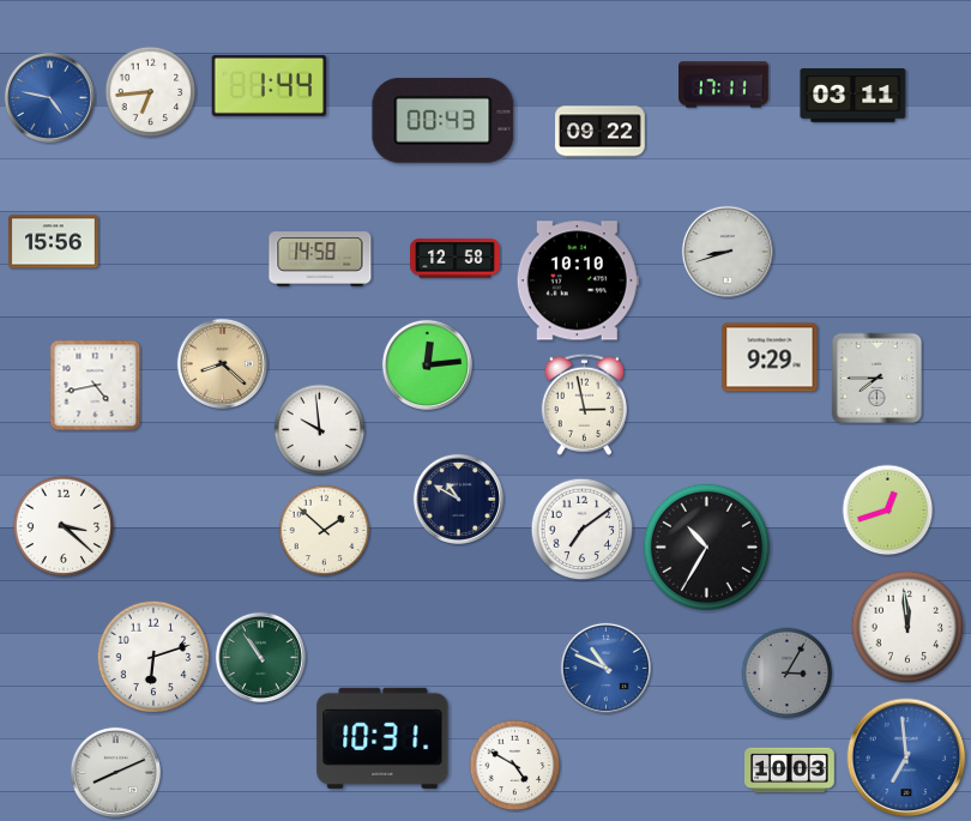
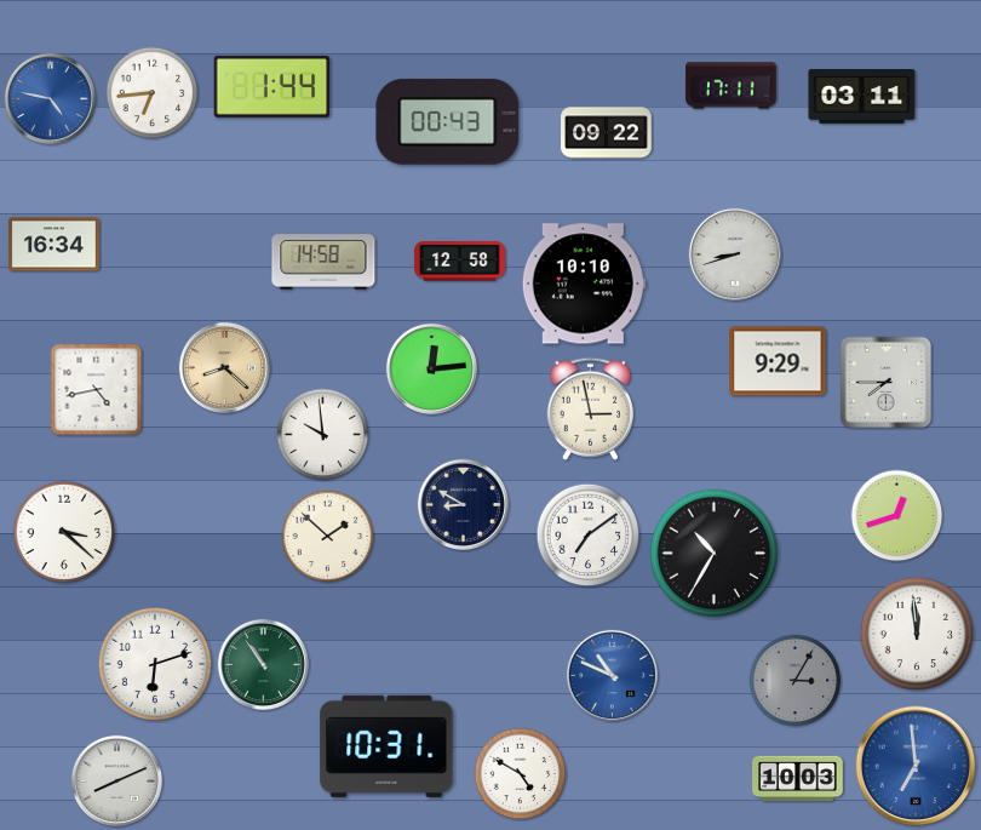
clock at (54, 242): 15:56 -> 16:34
clock at (458, 499): 10:50 -> 8:50
